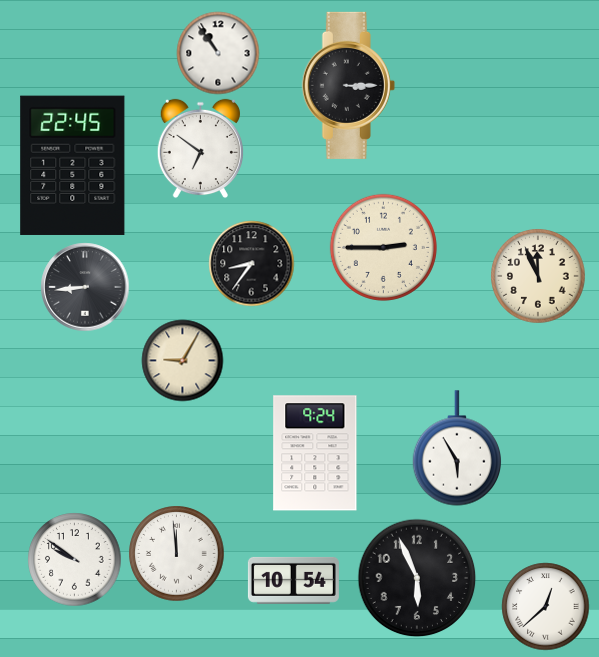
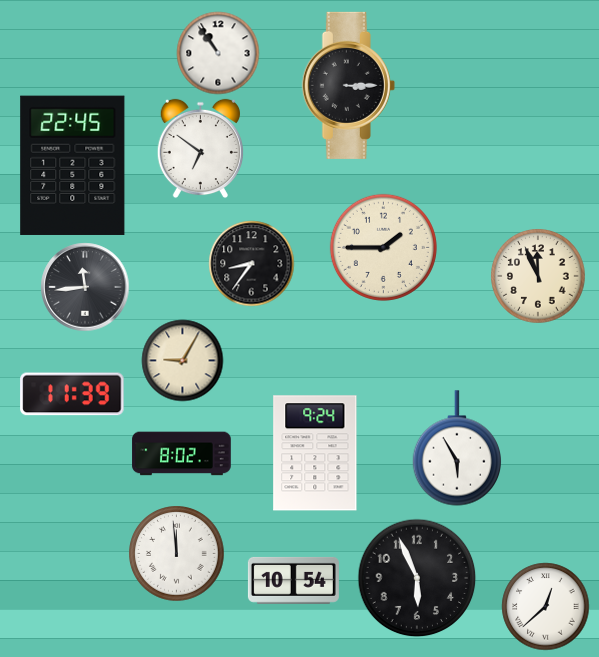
clock at (383, 247): 2:45 -> 1:45
clock at (85, 287): 8:44 -> 11:44
clock at (72, 394): none -> 11:39
clock at (182, 454): none -> 8:02
clock at (74, 559): 9:51 -> none
